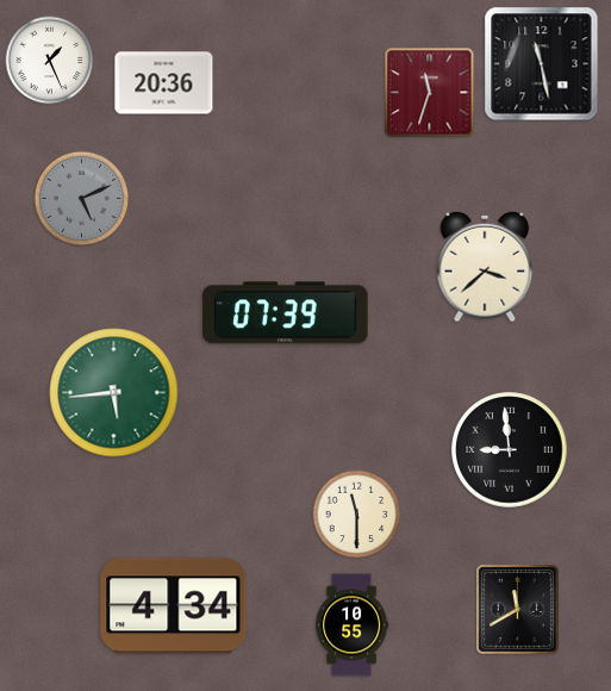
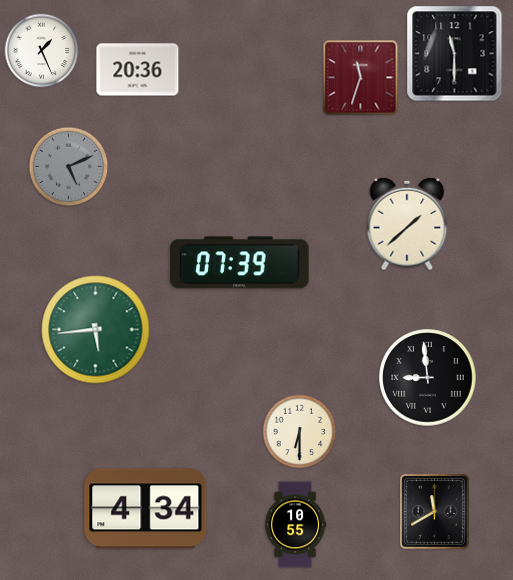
clock at (542, 64): 11:28 -> 11:30
clock at (485, 267): 3:38 -> 1:38
clock at (357, 515): 11:30 -> 6:30
